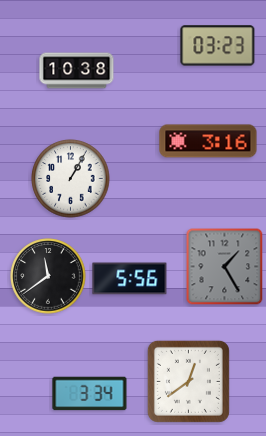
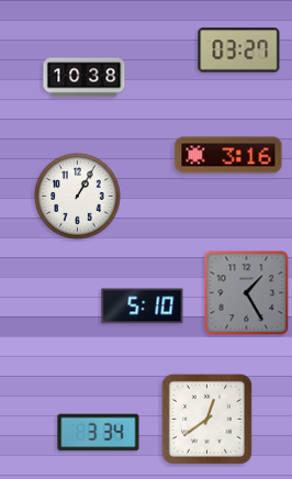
clock at (218, 46): 03:23 -> 03:27
clock at (48, 276): 11:39 -> none
clock at (130, 279): 5:56 -> 5:10
